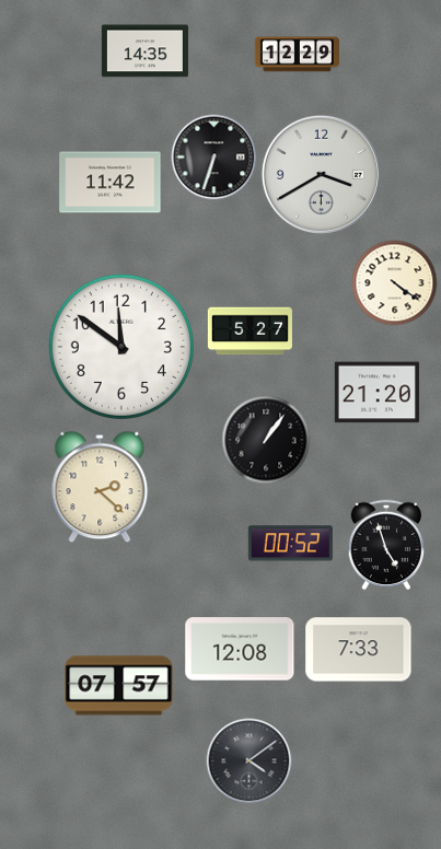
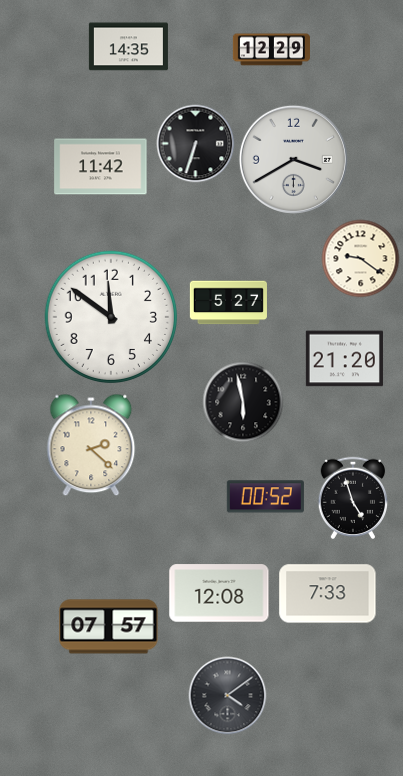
clock at (144, 51) position: (144, 51) -> (128, 47)
clock at (394, 282): 4:21 -> 9:21
clock at (266, 440): 1:06 -> 5:58
